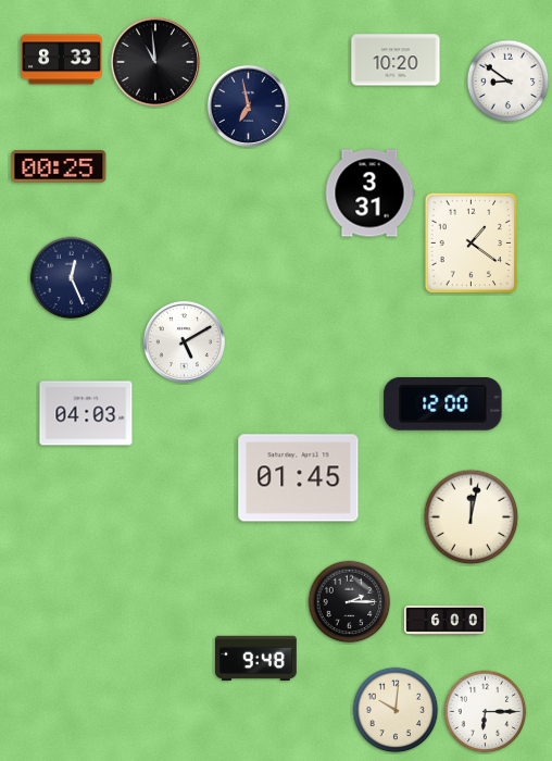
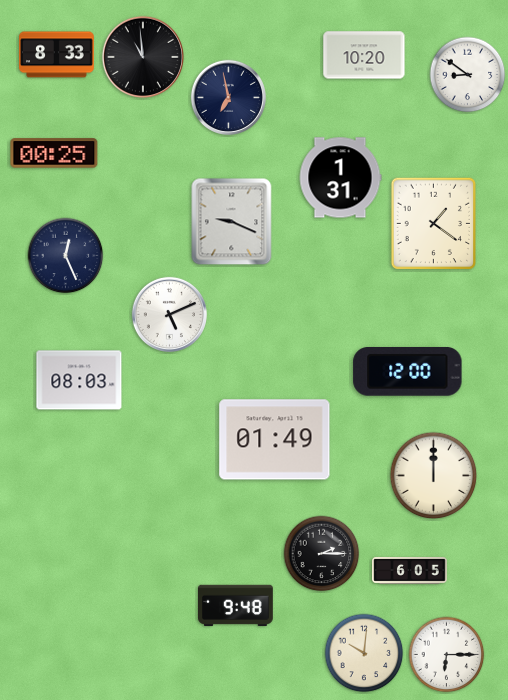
clock at (369, 194): 3:31 -> 1:31
clock at (232, 222): none -> 9:19
clock at (184, 341): 5:10 -> 5:11
clock at (86, 413): 04:03 -> 08:03
clock at (299, 478): 01:45 -> 01:49
clock at (472, 517): 12:02 -> 12:00
clock at (446, 620): 6:00 -> 6:05
